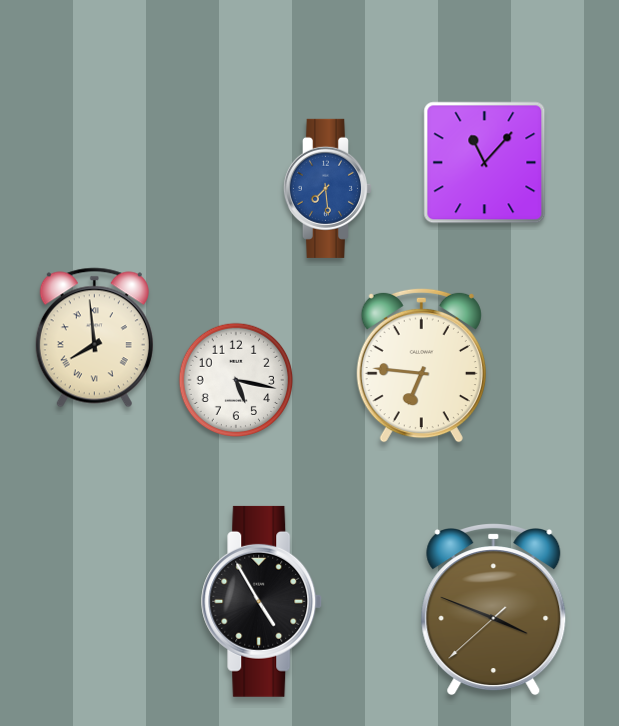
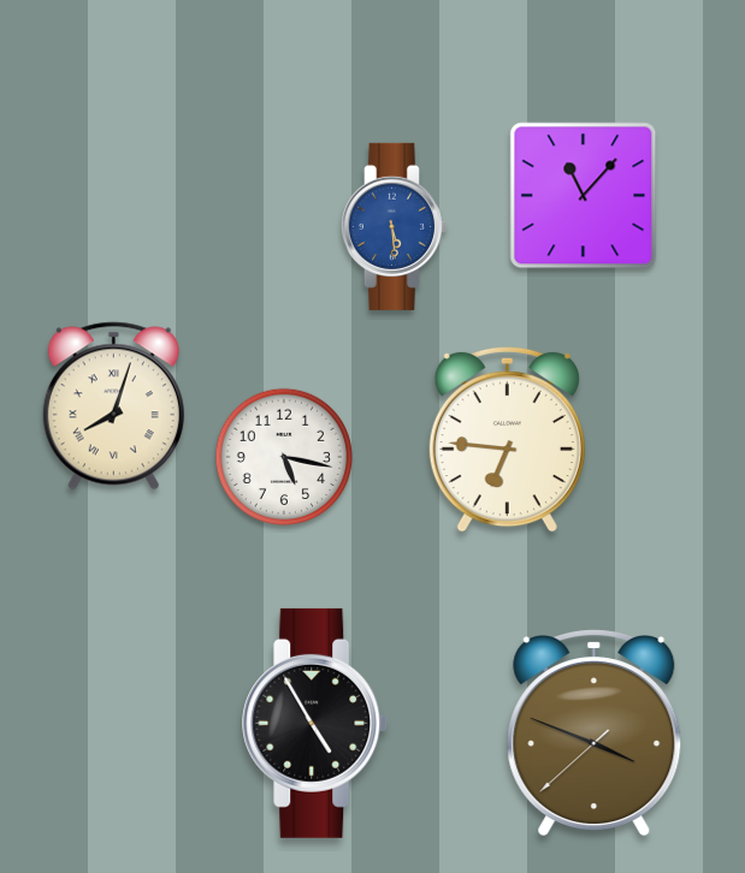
clock at (327, 188): 7:29 -> 5:29
clock at (94, 338): 7:59 -> 8:03
